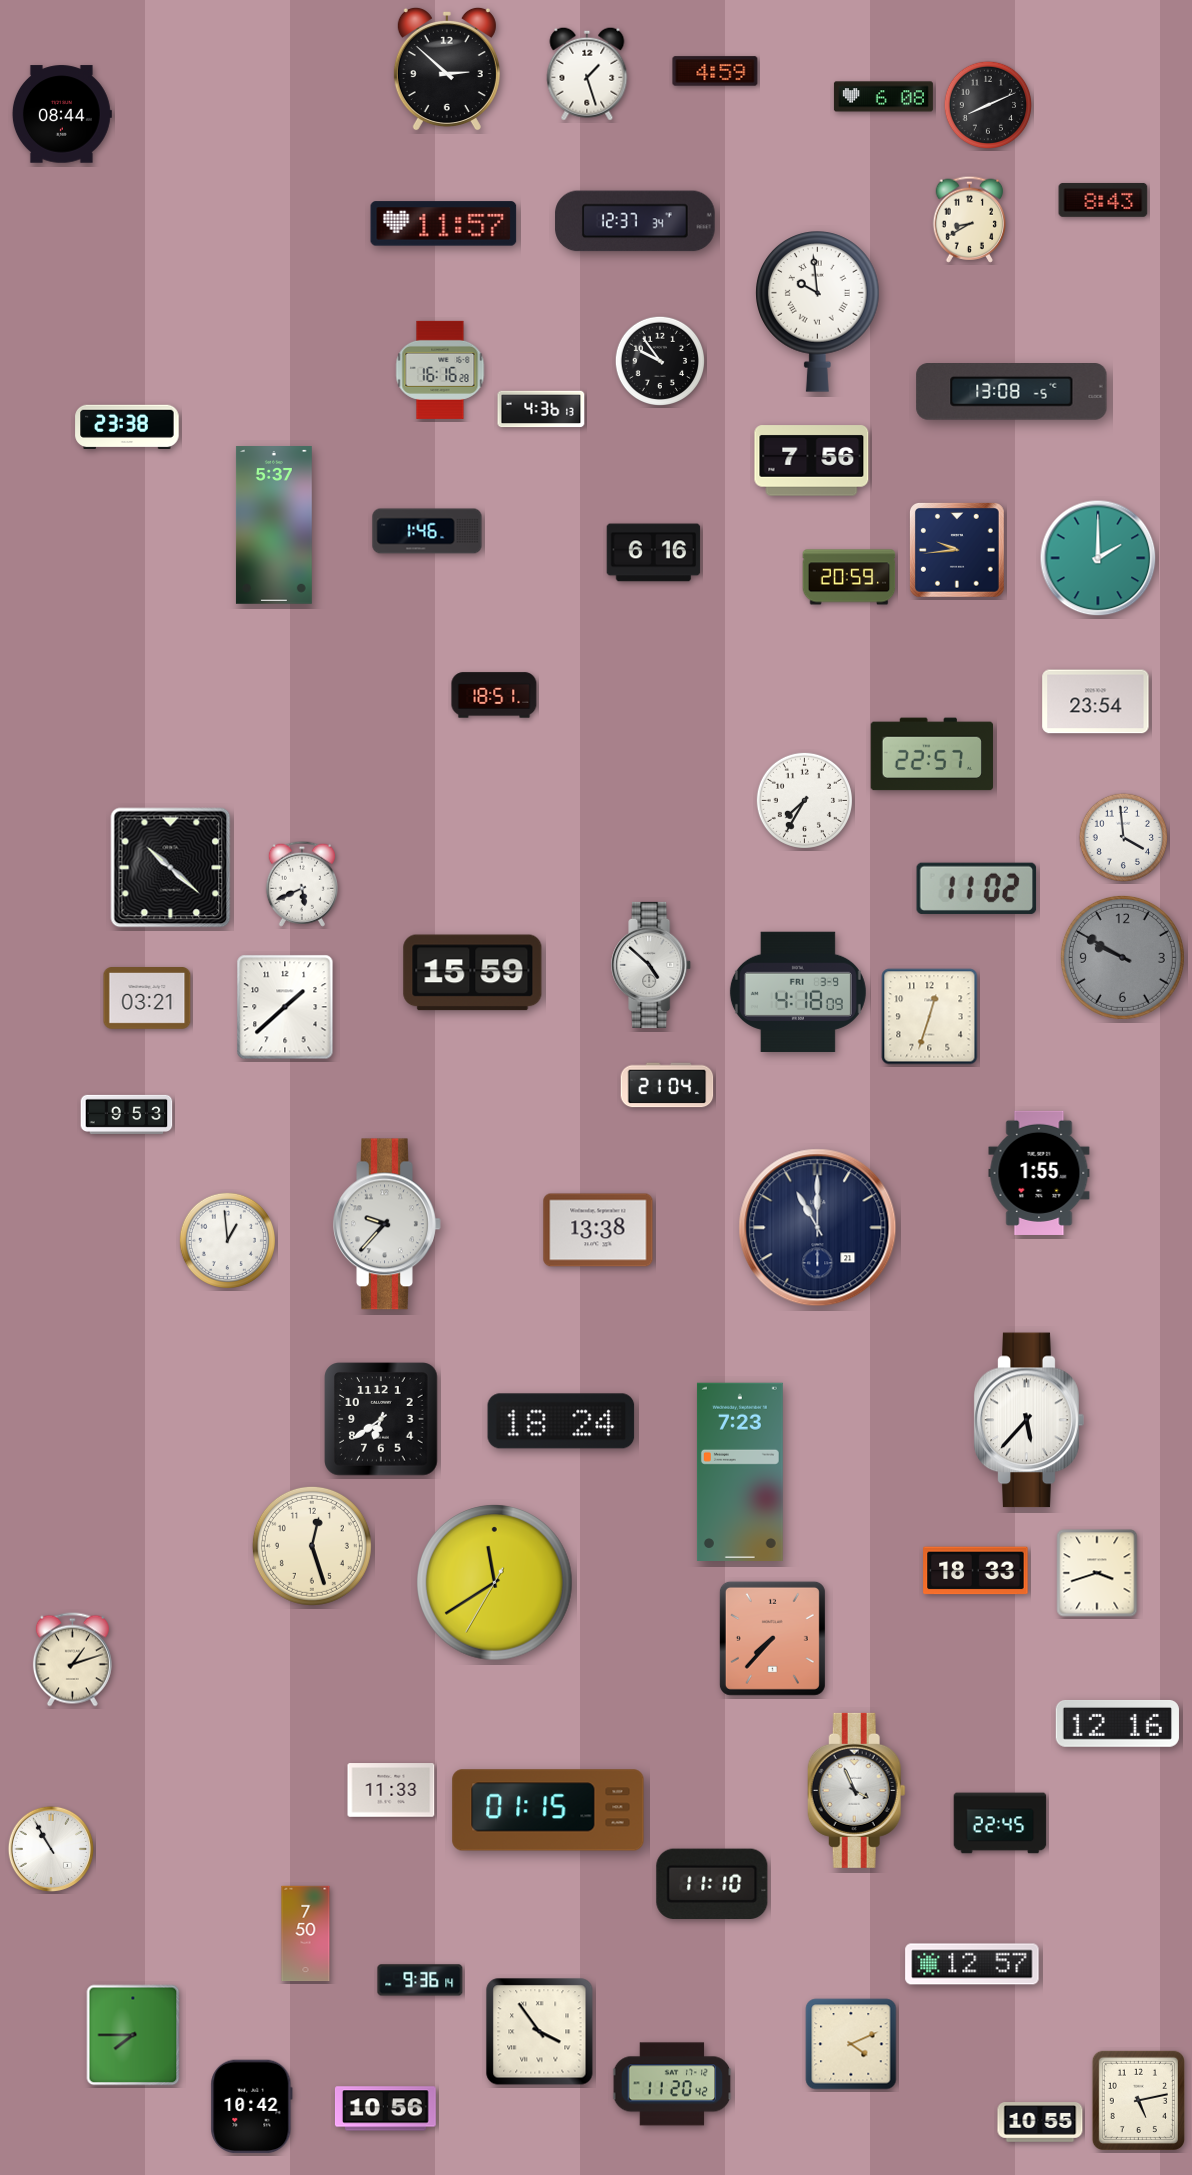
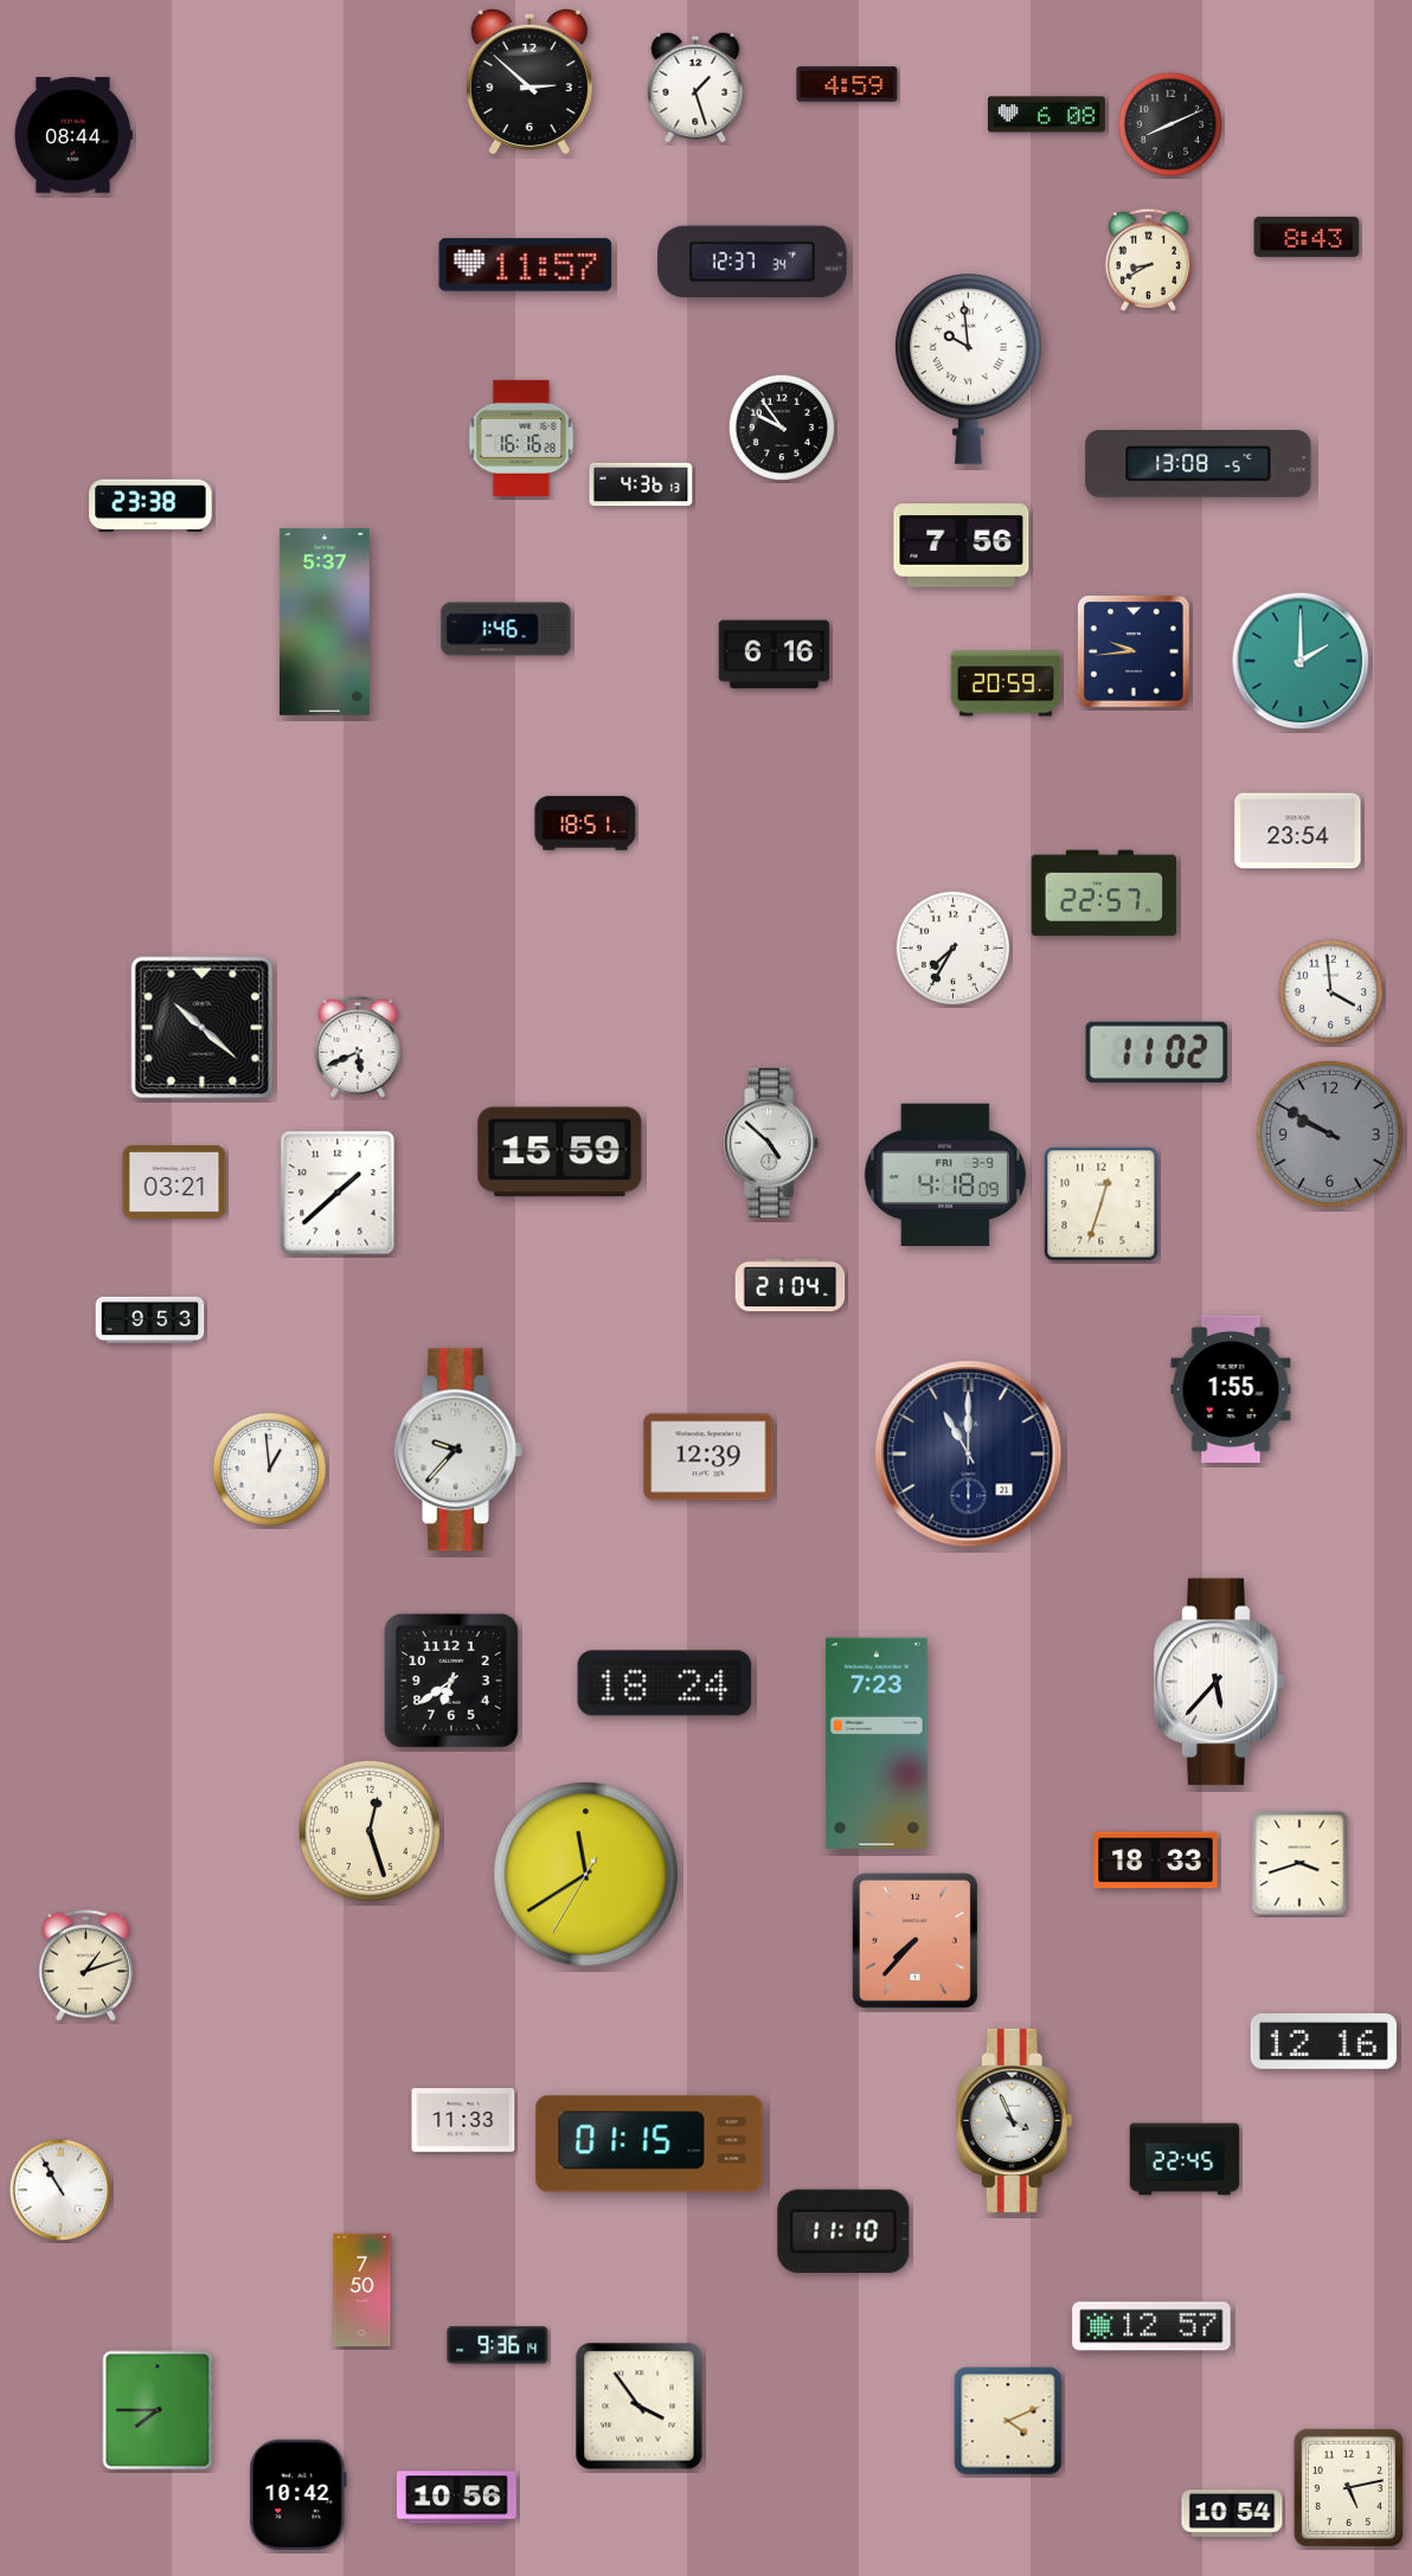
clock at (598, 1230): 13:38 -> 12:39
clock at (672, 2084): 11:20 -> none
clock at (1040, 2122): 10:55 -> 10:54
